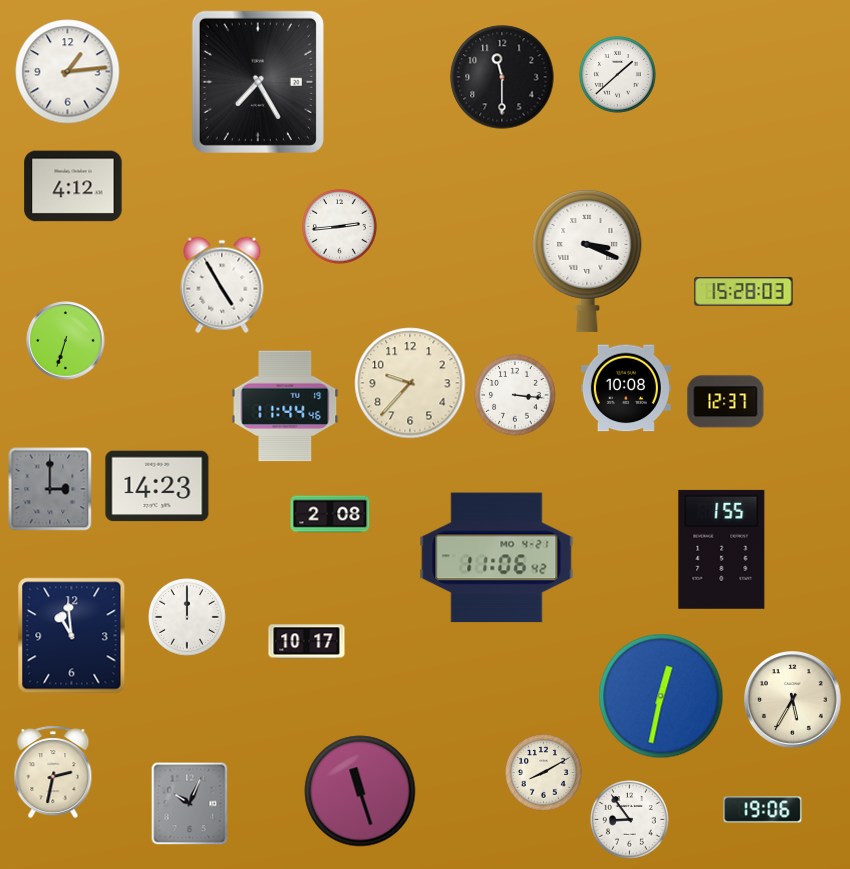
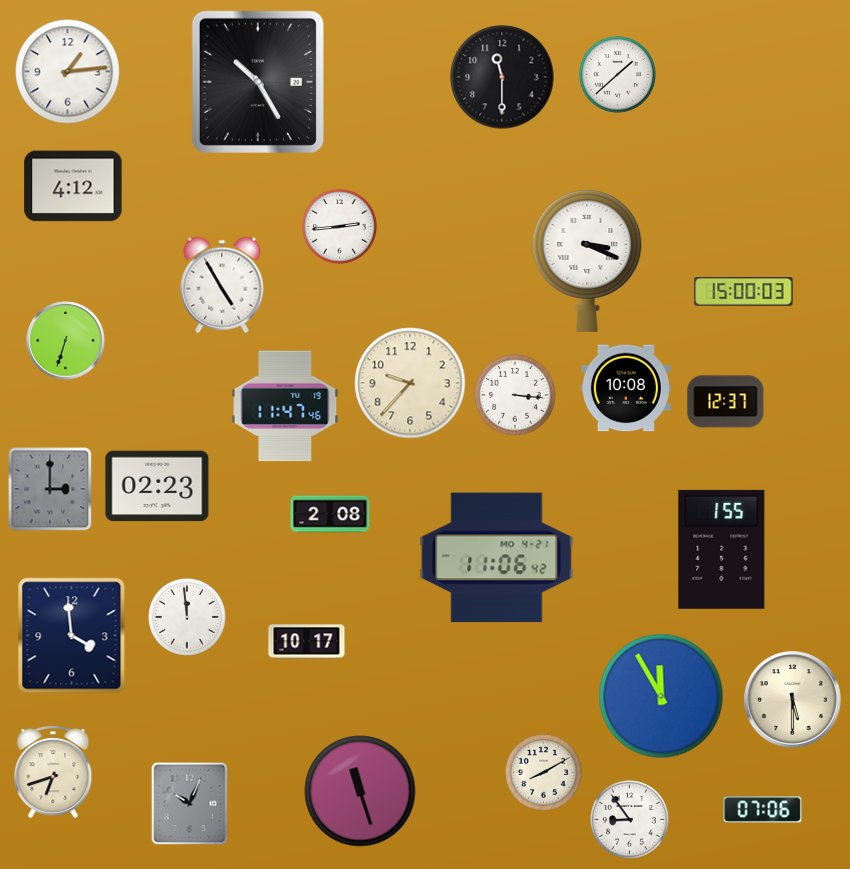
clock at (258, 82): 7:25 -> 10:25
clock at (744, 292): 15:28 -> 15:00
clock at (285, 406): 11:44 -> 11:47
clock at (157, 486): 14:23 -> 02:23
clock at (188, 618): 12:00 -> 11:59
clock at (72, 636): 10:59 -> 3:59
clock at (661, 696): 12:32 -> 11:55
clock at (793, 700): 5:35 -> 5:30
clock at (53, 772): 2:32 -> 6:42
clock at (763, 810): 19:06 -> 07:06
